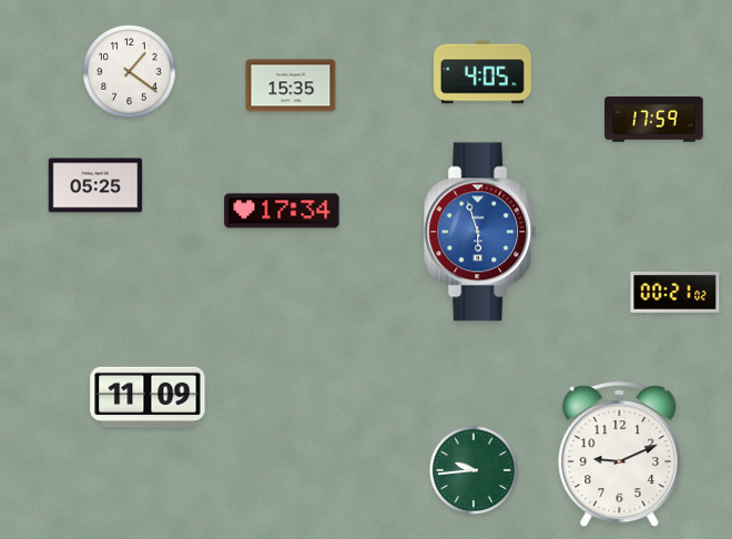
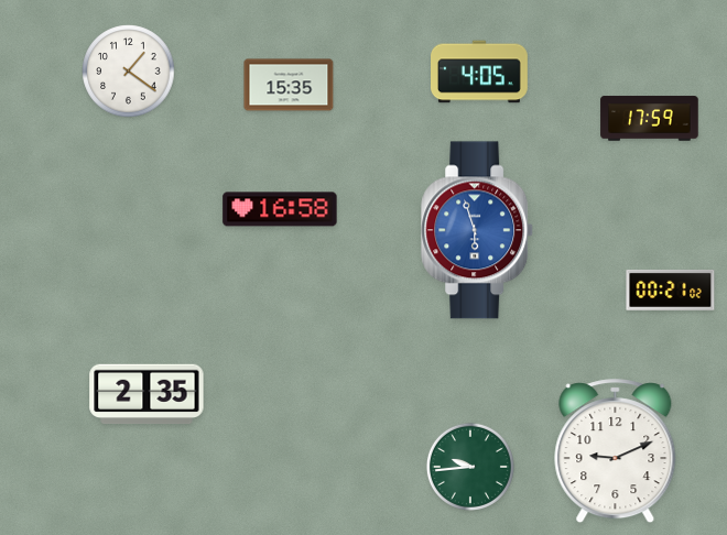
clock at (95, 185): 05:25 -> none
clock at (282, 211): 17:34 -> 16:58
clock at (148, 397): 11:09 -> 2:35
